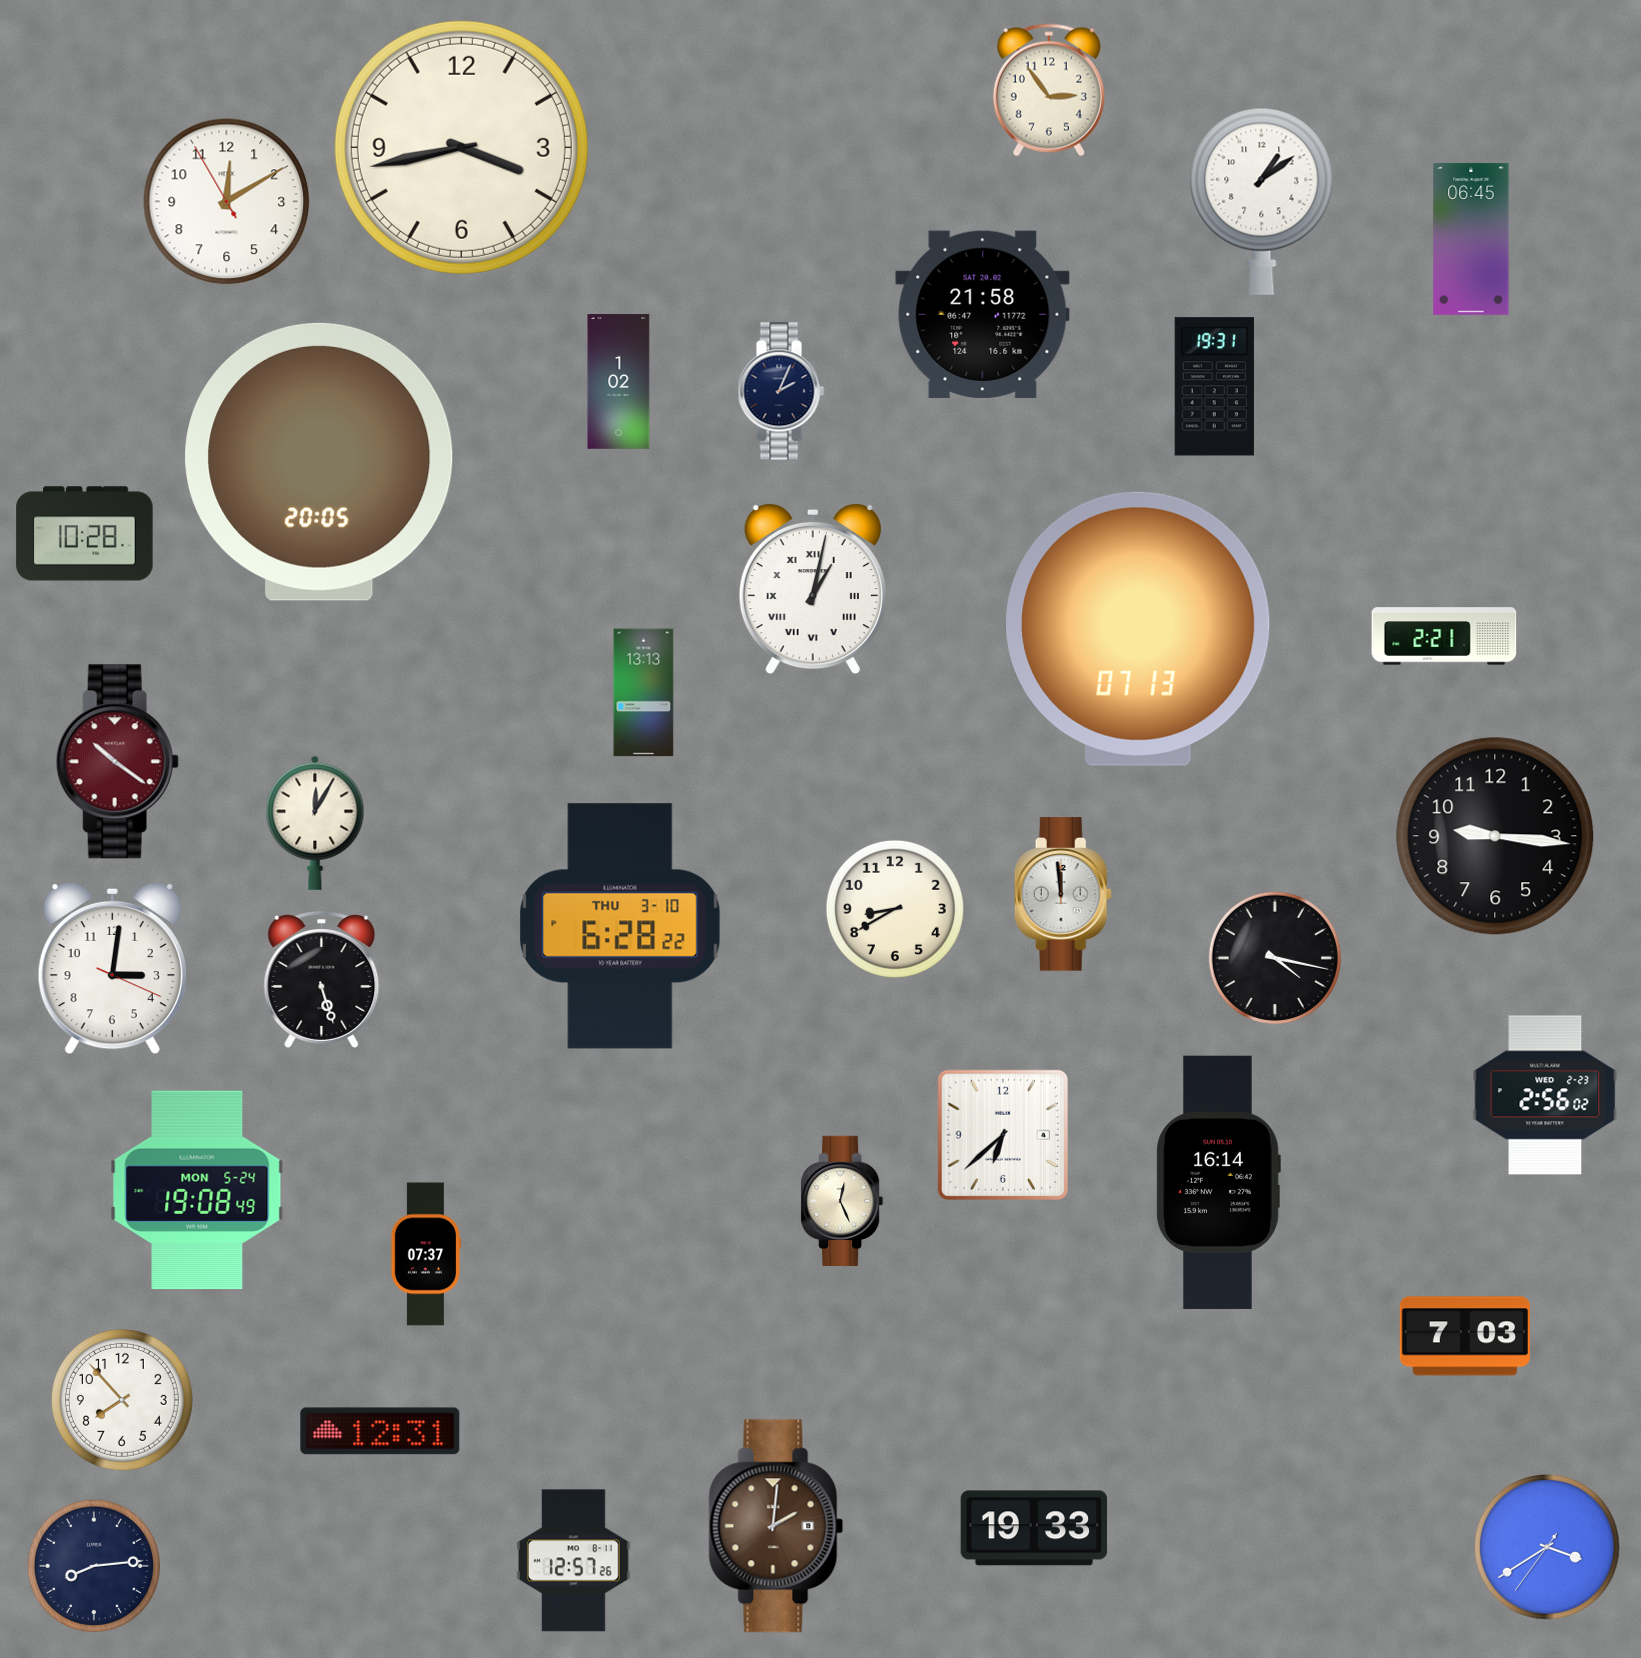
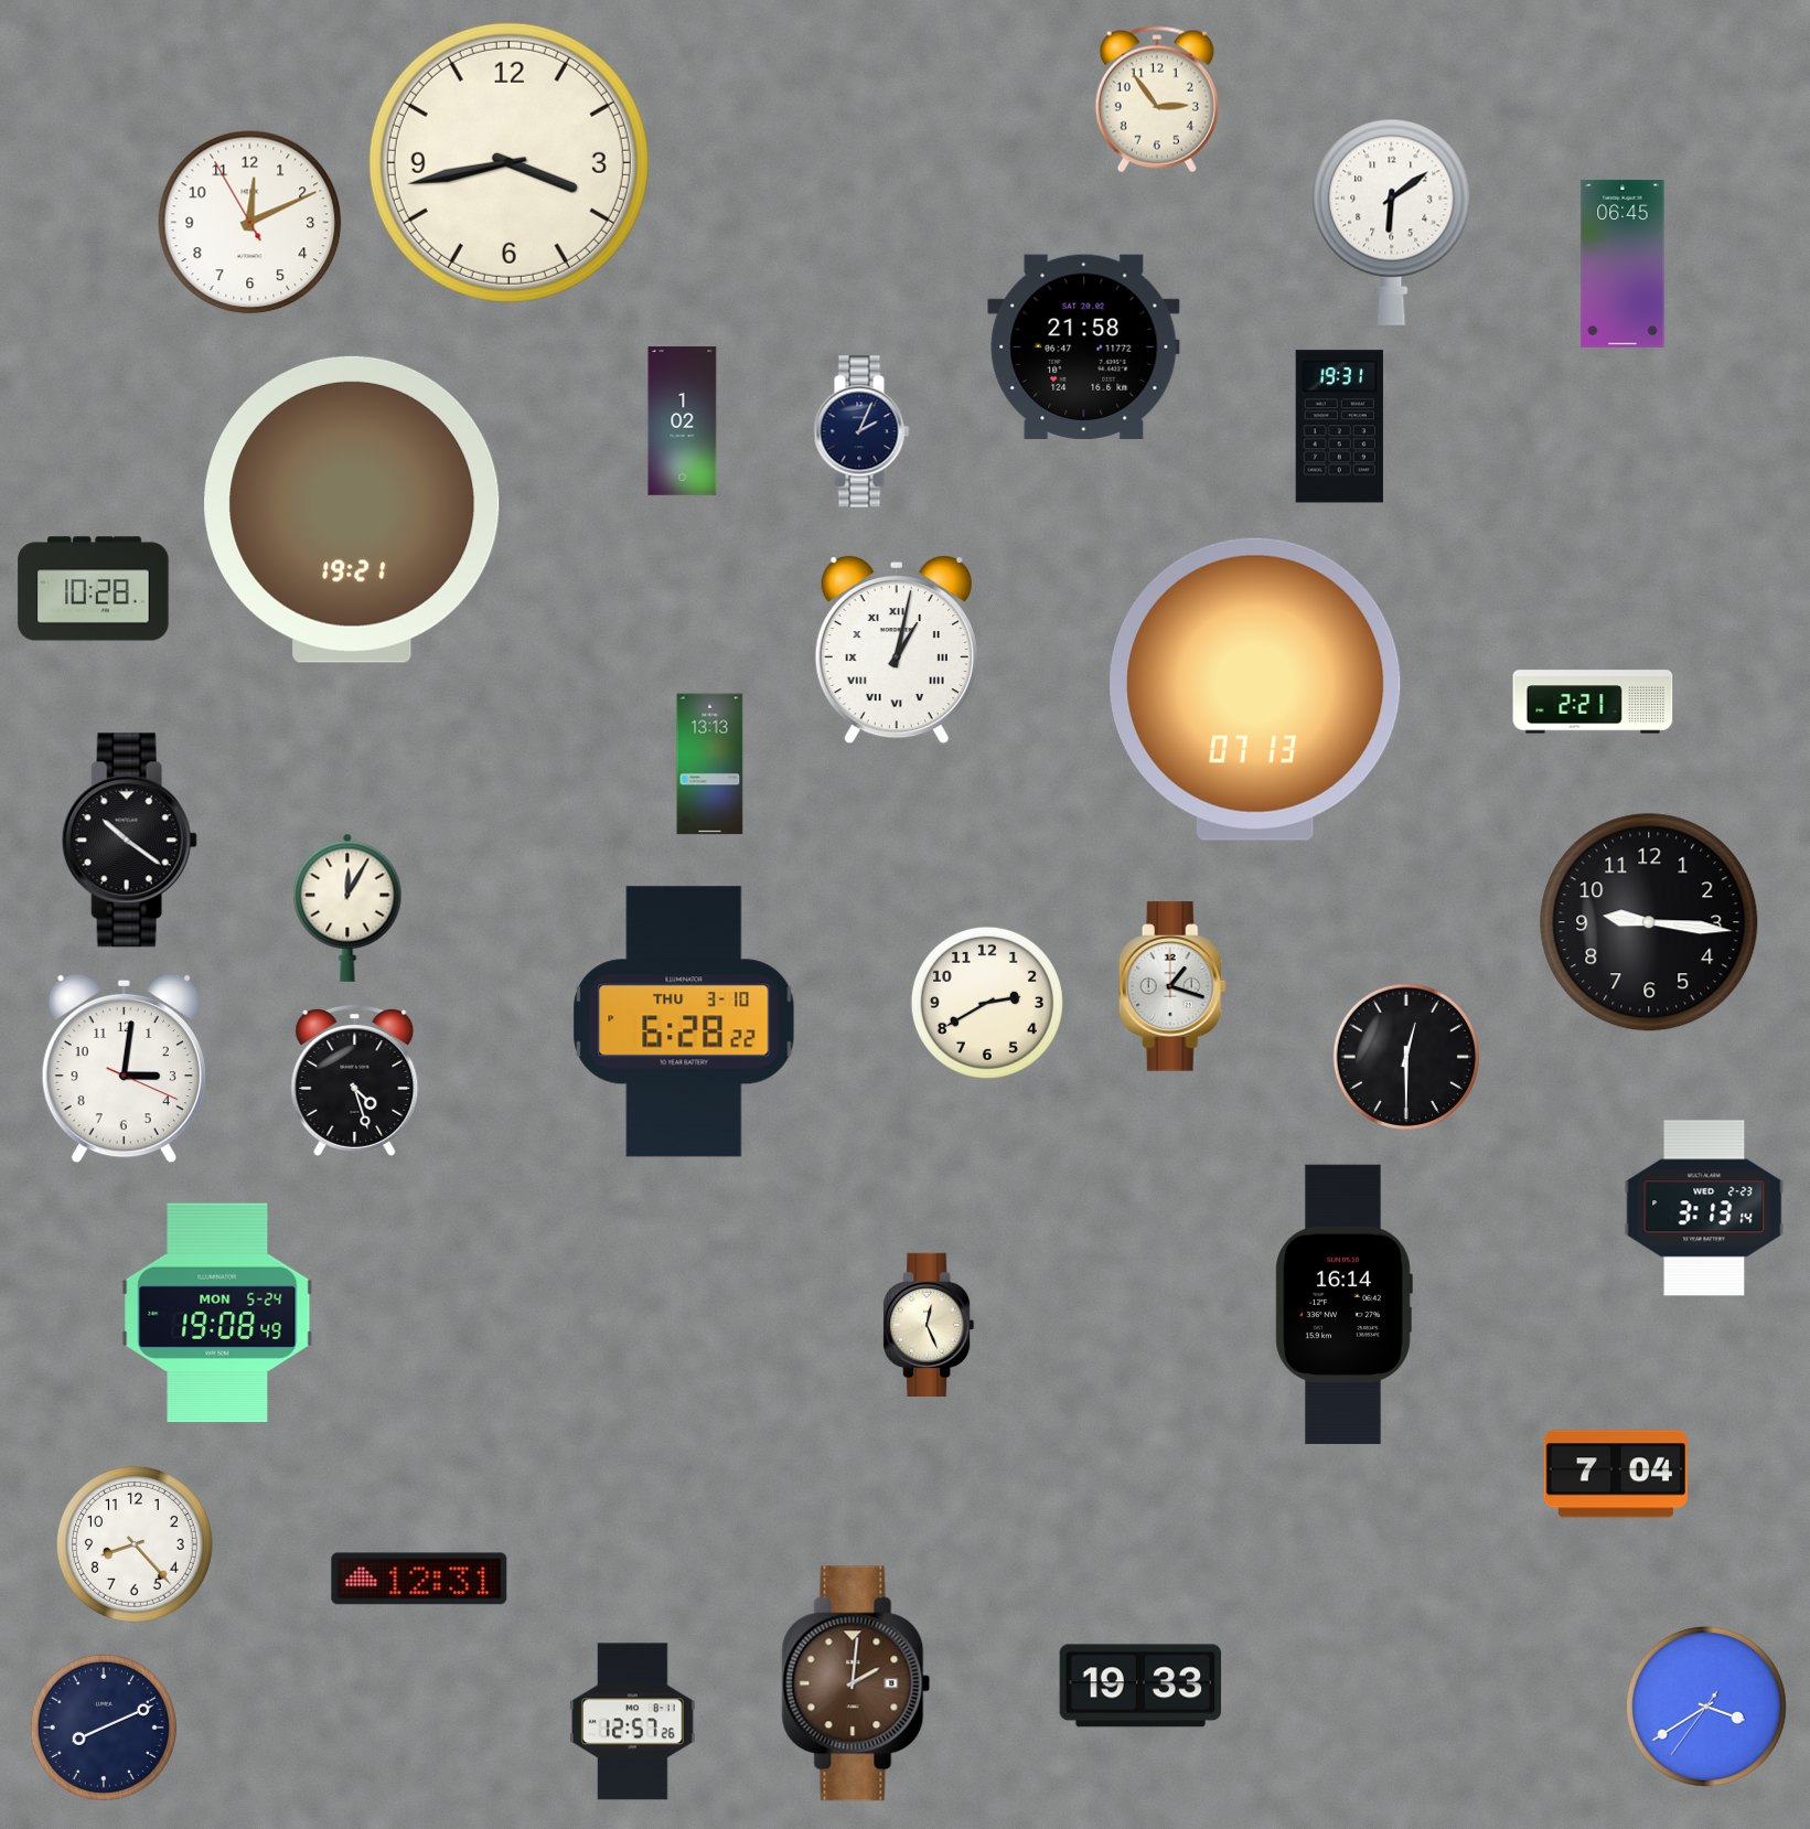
clock at (1262, 201): 1:09 -> 6:09
clock at (227, 202): 12:09 -> 12:10
clock at (319, 462): 20:05 -> 19:21
clock at (1138, 629) position: (1138, 629) -> (1255, 689)
clock at (117, 762) dial: burgundy -> black
clock at (1063, 894): 11:59 -> 1:18
clock at (895, 909): 8:40 -> 2:40
clock at (1275, 958): 4:17 -> 12:30
clock at (322, 979): 5:27 -> 4:27
clock at (1545, 1095): 2:56 -> 3:13
clock at (1003, 1135): 6:38 -> none
clock at (426, 1254): 07:37 -> none
clock at (1465, 1336): 7:03 -> 7:04
clock at (122, 1400): 7:53 -> 8:23
clock at (94, 1566): 8:14 -> 8:11
